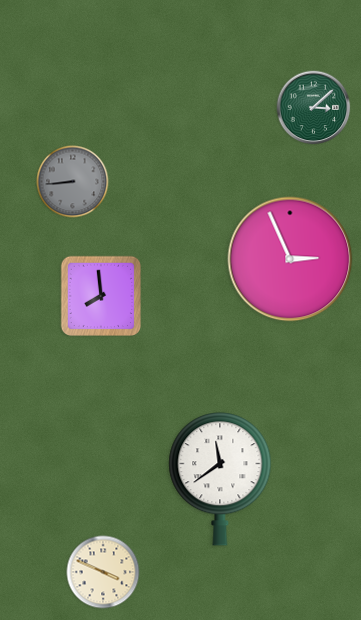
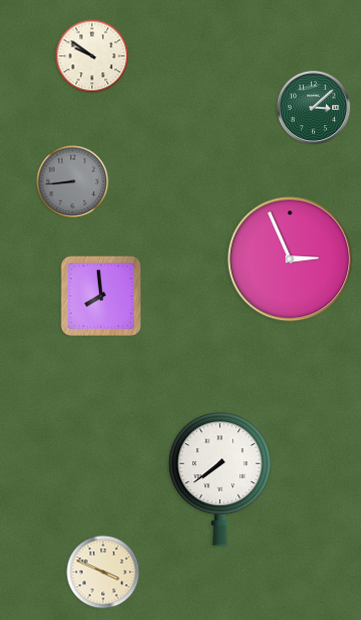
clock at (92, 56): none -> 9:51
clock at (220, 479): 11:39 -> 7:39
